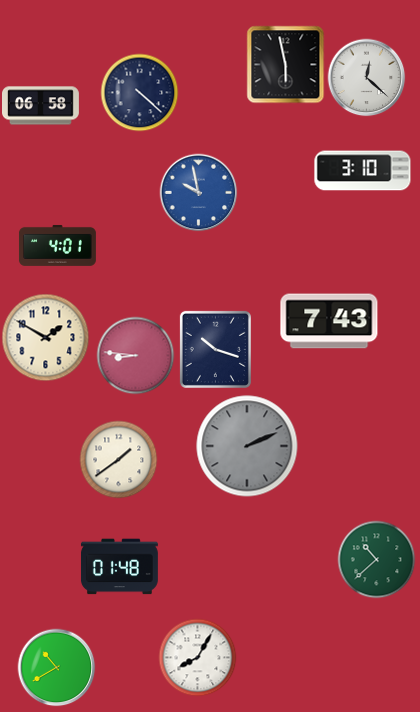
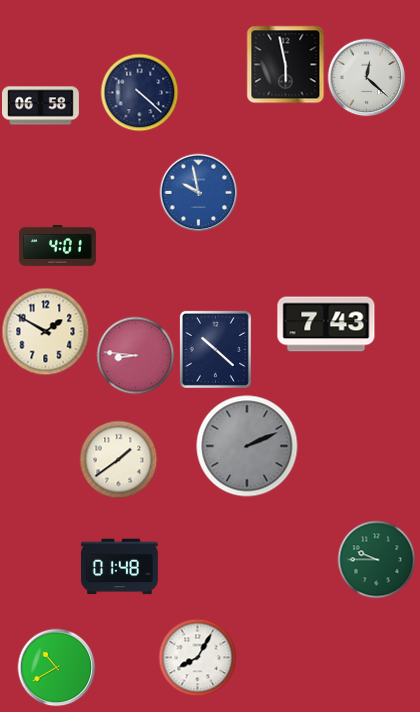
clock at (363, 171): 3:10 -> none
clock at (329, 321) position: (329, 321) -> (326, 324)
clock at (45, 337) position: (45, 337) -> (45, 331)
clock at (215, 349): 10:18 -> 10:22
clock at (376, 559): 10:38 -> 9:45
